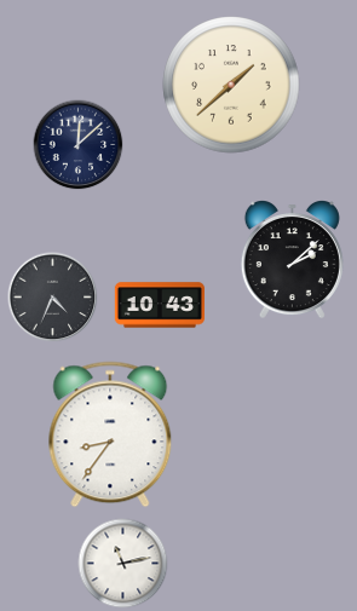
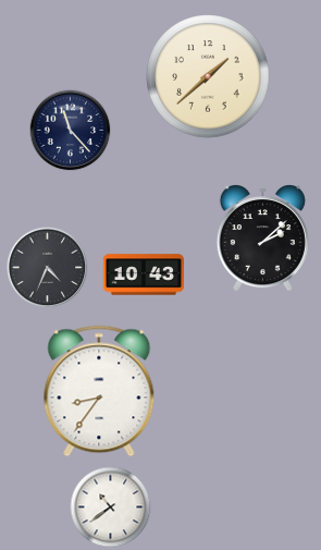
clock at (79, 145): 12:08 -> 11:23
clock at (292, 260) position: (292, 260) -> (262, 239)
clock at (123, 564): 11:13 -> 10:39
